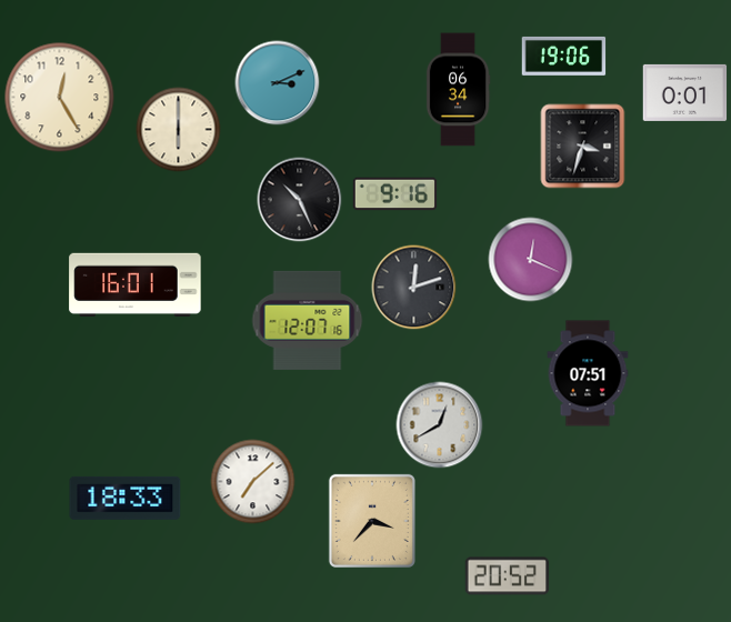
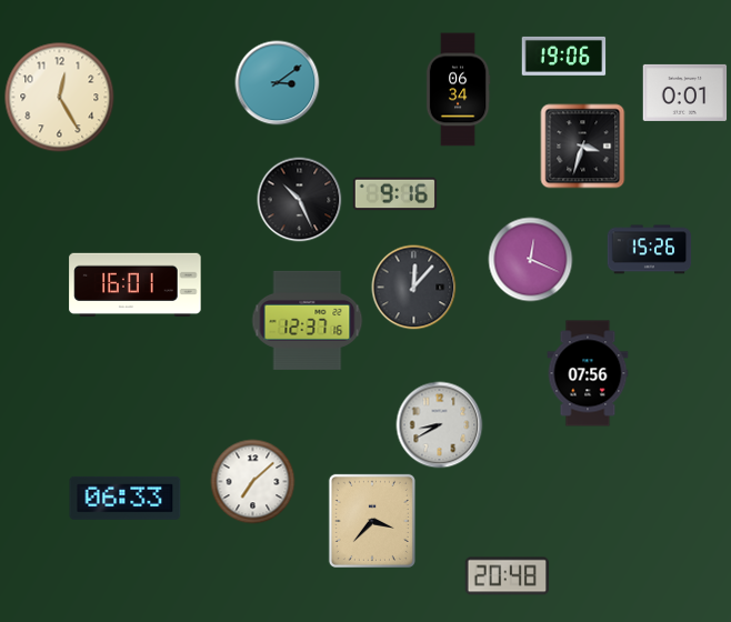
clock at (278, 83): 3:11 -> 3:09
clock at (179, 130): 6:00 -> none
clock at (650, 250): none -> 15:26
clock at (414, 288): 12:12 -> 12:07
clock at (308, 320): 12:07 -> 12:37
clock at (588, 373): 07:51 -> 07:56
clock at (440, 425): 12:40 -> 8:40
clock at (126, 498): 18:33 -> 06:33
clock at (507, 576): 20:52 -> 20:48
